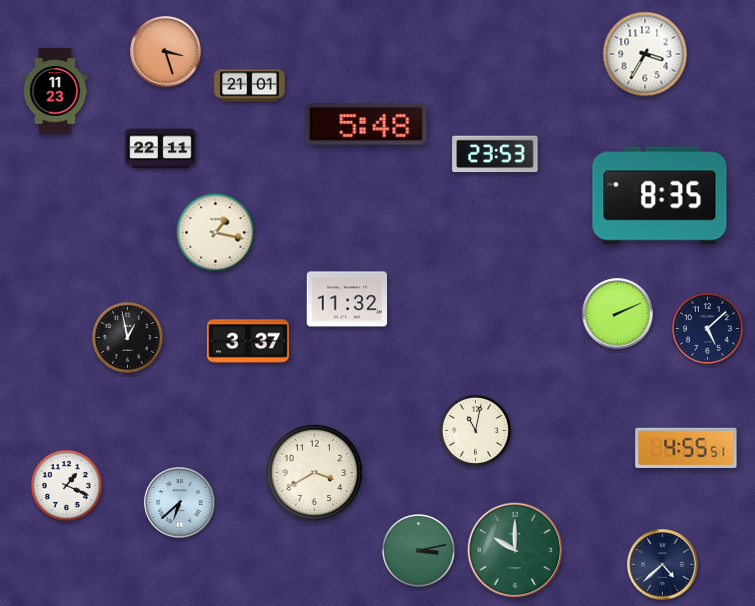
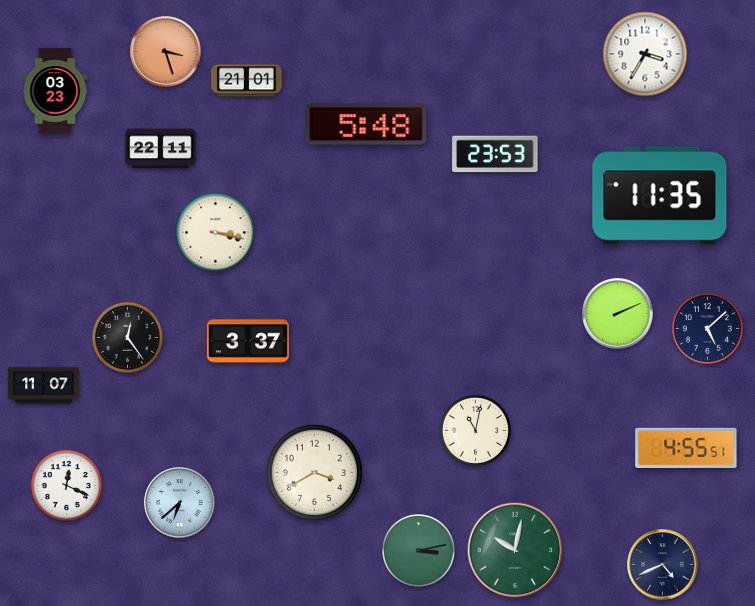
clock at (250, 86) position: (250, 86) -> (247, 81)
clock at (55, 91): 11:23 -> 03:23
clock at (660, 196): 8:35 -> 11:35
clock at (216, 233): 1:17 -> 3:17
clock at (347, 299): 11:32 -> none
clock at (127, 337): 12:58 -> 12:24
clock at (44, 386): none -> 11:07
clock at (66, 485): 1:19 -> 12:19
clock at (515, 550): 10:00 -> 10:02
clock at (663, 565): 4:38 -> 4:41
